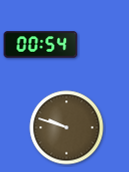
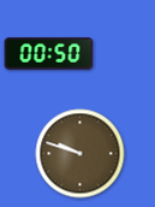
clock at (41, 45): 00:54 -> 00:50
